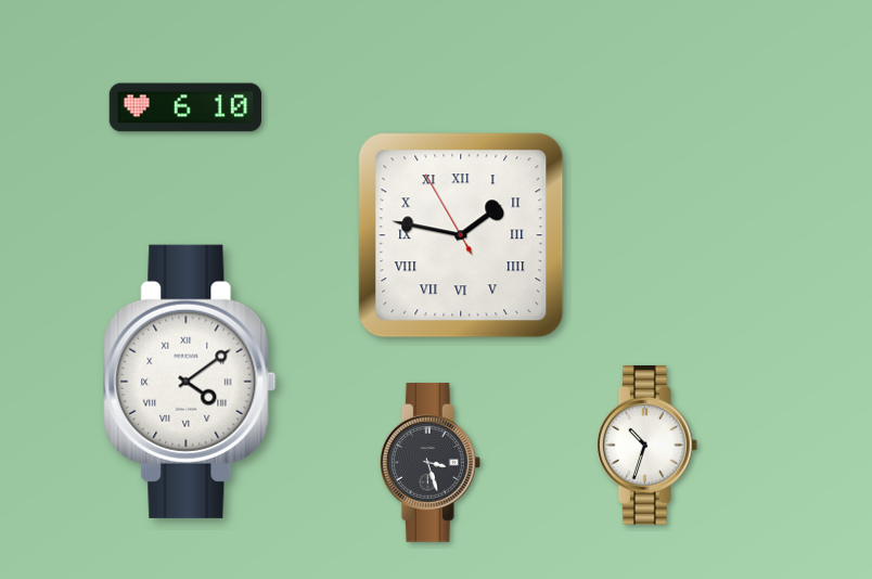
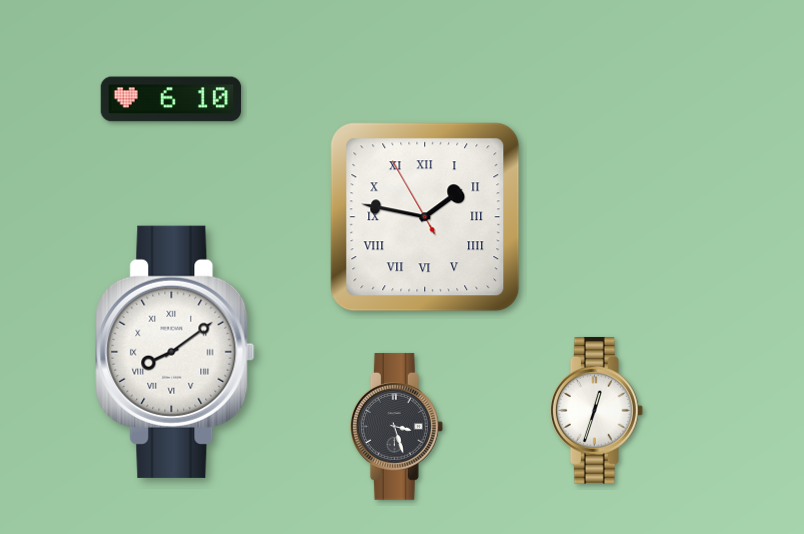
clock at (190, 382): 4:09 -> 8:09
clock at (646, 446): 10:33 -> 12:33
